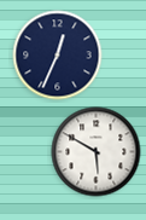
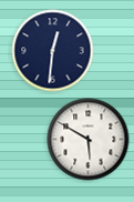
clock at (58, 56): 12:34 -> 12:31
